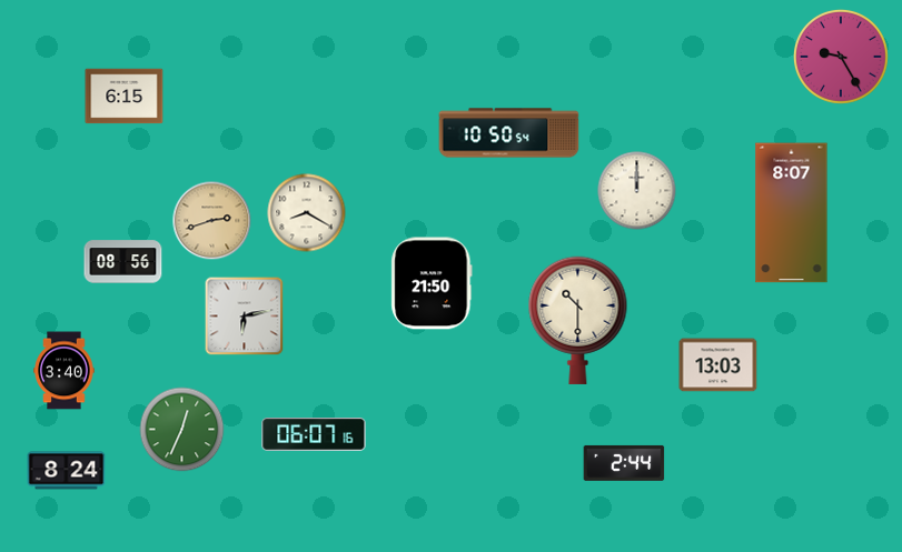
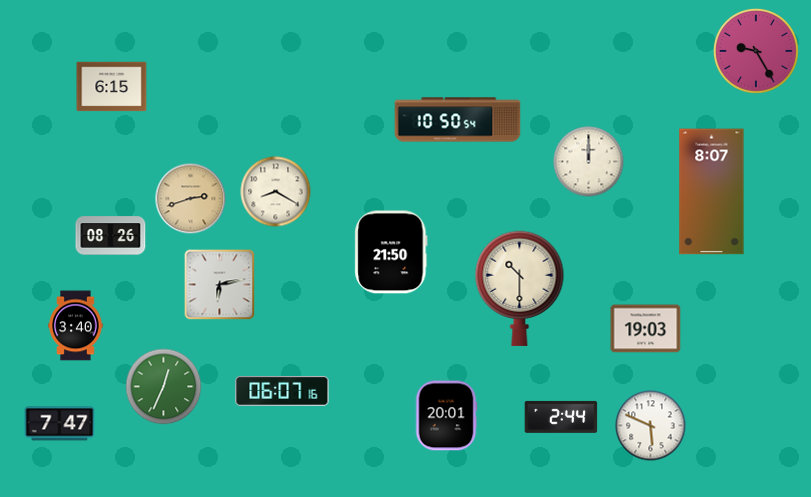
clock at (637, 191) position: (637, 191) -> (589, 162)
clock at (123, 262): 08:56 -> 08:26
clock at (432, 283) position: (432, 283) -> (391, 252)
clock at (718, 365): 13:03 -> 19:03
clock at (65, 371) position: (65, 371) -> (76, 326)
clock at (446, 416): none -> 20:01
clock at (67, 471): 8:24 -> 7:47
clock at (651, 426): none -> 5:49
